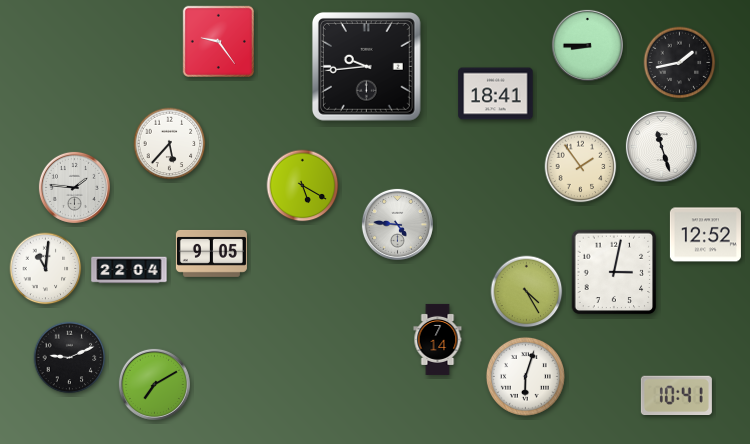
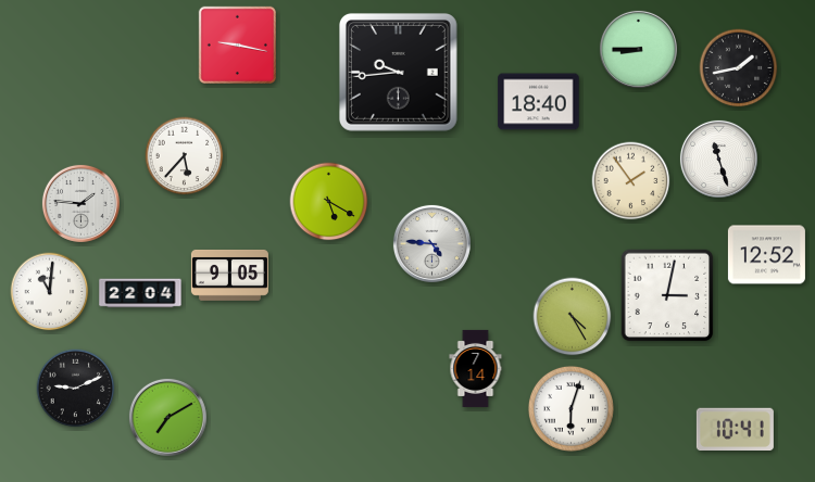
clock at (218, 41): 9:24 -> 9:17
clock at (496, 94): 18:41 -> 18:40
